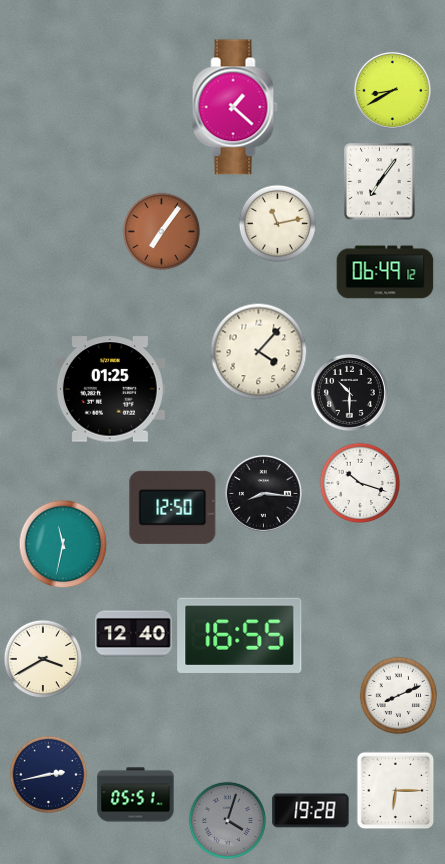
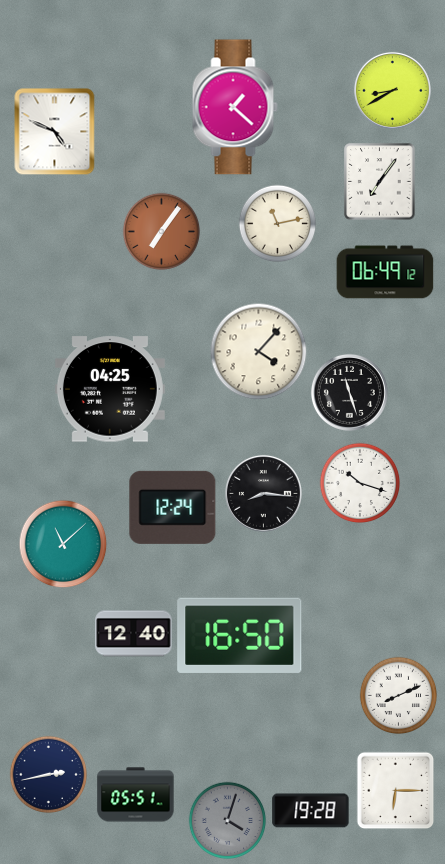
clock at (55, 131): none -> 4:49
clock at (110, 389): 01:25 -> 04:25
clock at (349, 392): 10:30 -> 11:27
clock at (173, 507): 12:50 -> 12:24
clock at (63, 544): 11:32 -> 11:08
clock at (240, 635): 16:55 -> 16:50
clock at (43, 659): 3:40 -> none
